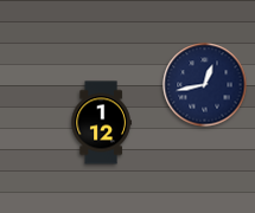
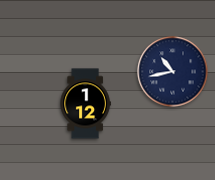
clock at (205, 85): 12:43 -> 10:43
